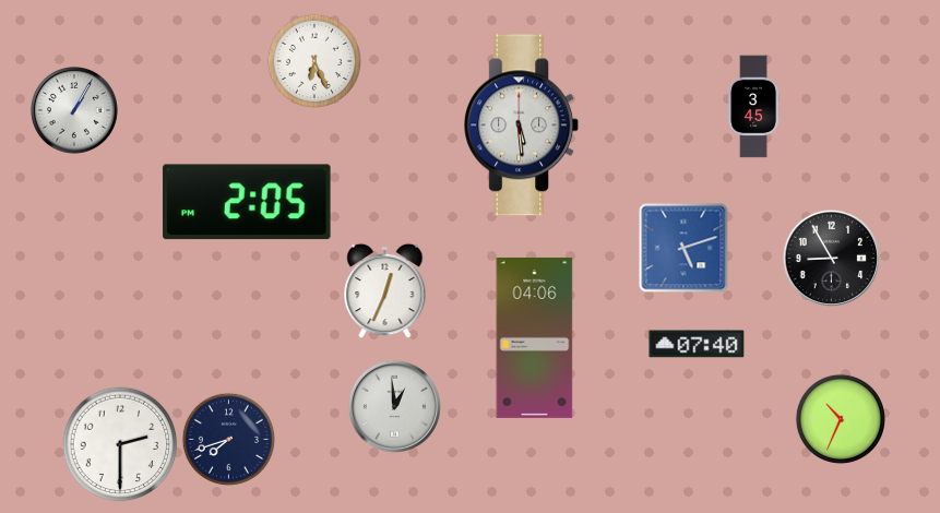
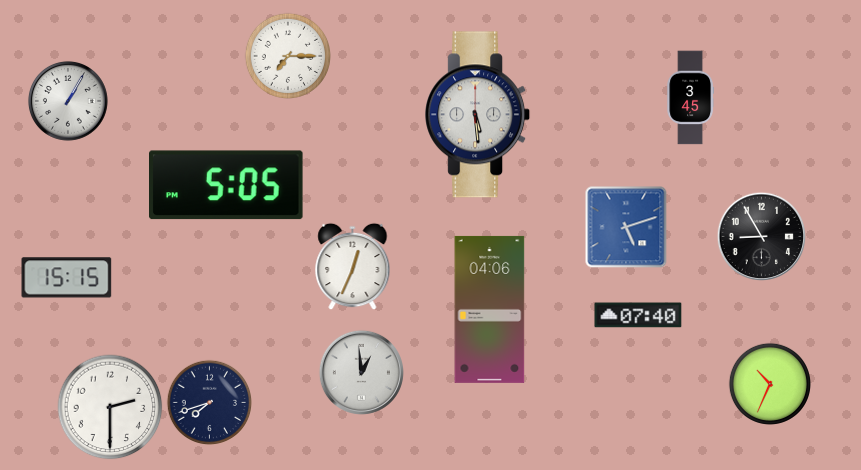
clock at (313, 60): 6:26 -> 7:15
clock at (248, 202): 2:05 -> 5:05
clock at (67, 278): none -> 15:15
